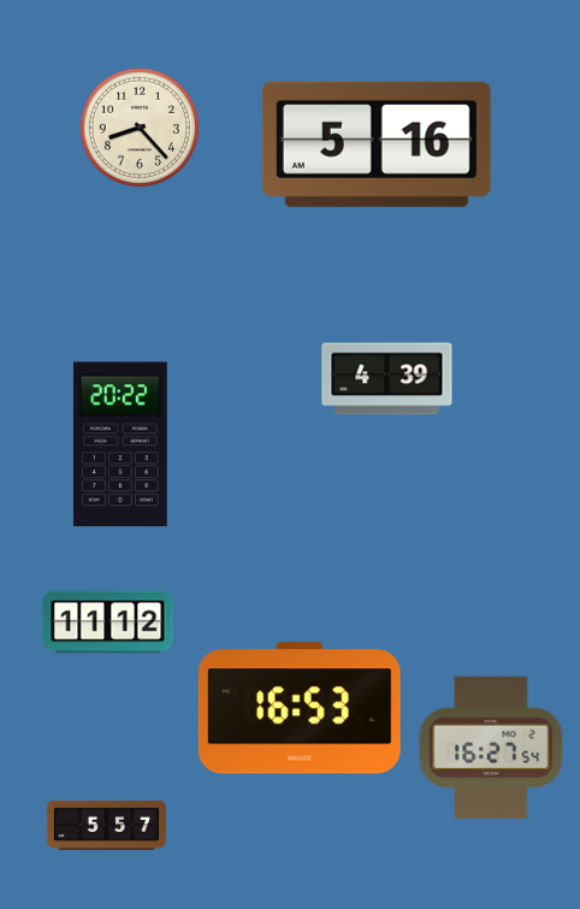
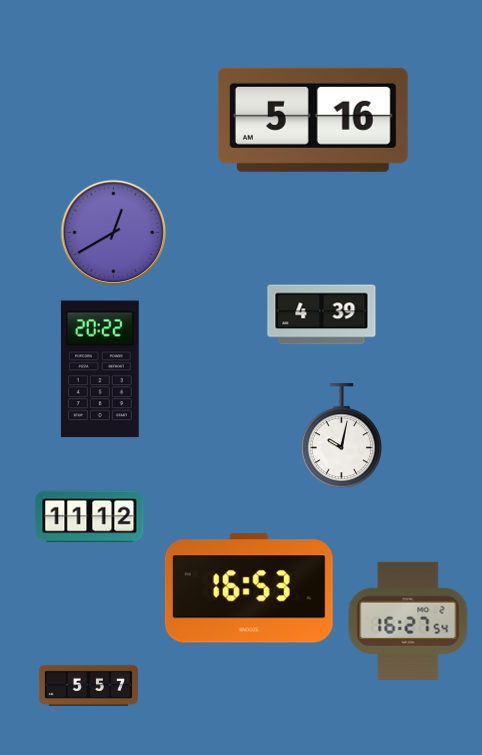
clock at (138, 126): 8:23 -> none
clock at (114, 233): none -> 12:40
clock at (341, 436): none -> 10:02
